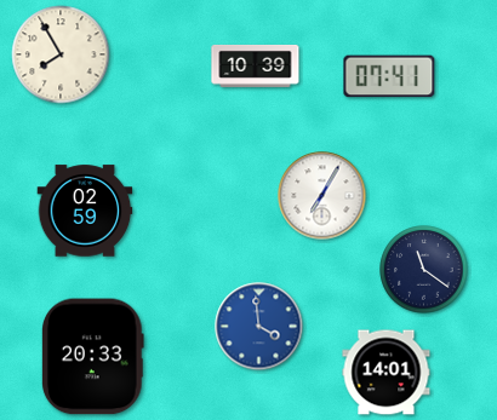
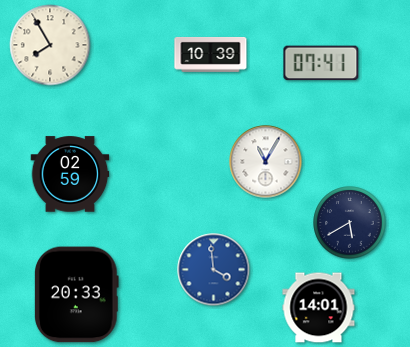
clock at (322, 196): 7:05 -> 11:05
clock at (424, 270): 11:21 -> 5:40
